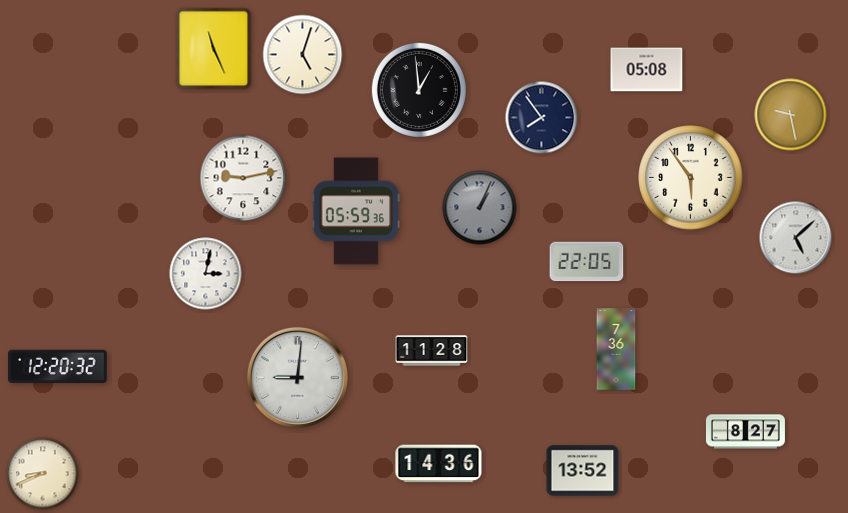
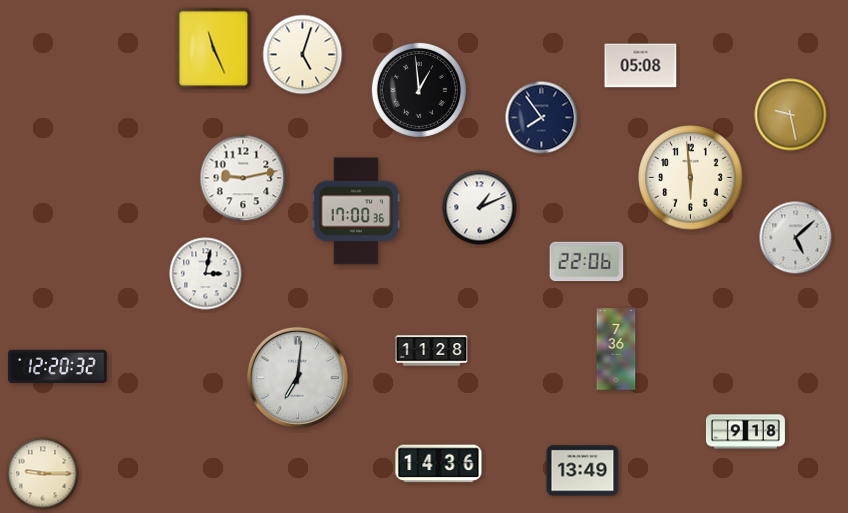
clock at (647, 70) position: (647, 70) -> (641, 66)
clock at (691, 178): 5:54 -> 5:59
clock at (480, 208): 1:04 -> 1:11
clock at (480, 208) dial: grey -> white
clock at (355, 211): 05:59 -> 17:00
clock at (587, 262): 22:05 -> 22:06
clock at (297, 377): 9:01 -> 7:01
clock at (745, 432): 8:27 -> 9:18
clock at (583, 471): 13:52 -> 13:49
clock at (43, 474): 8:41 -> 9:15
